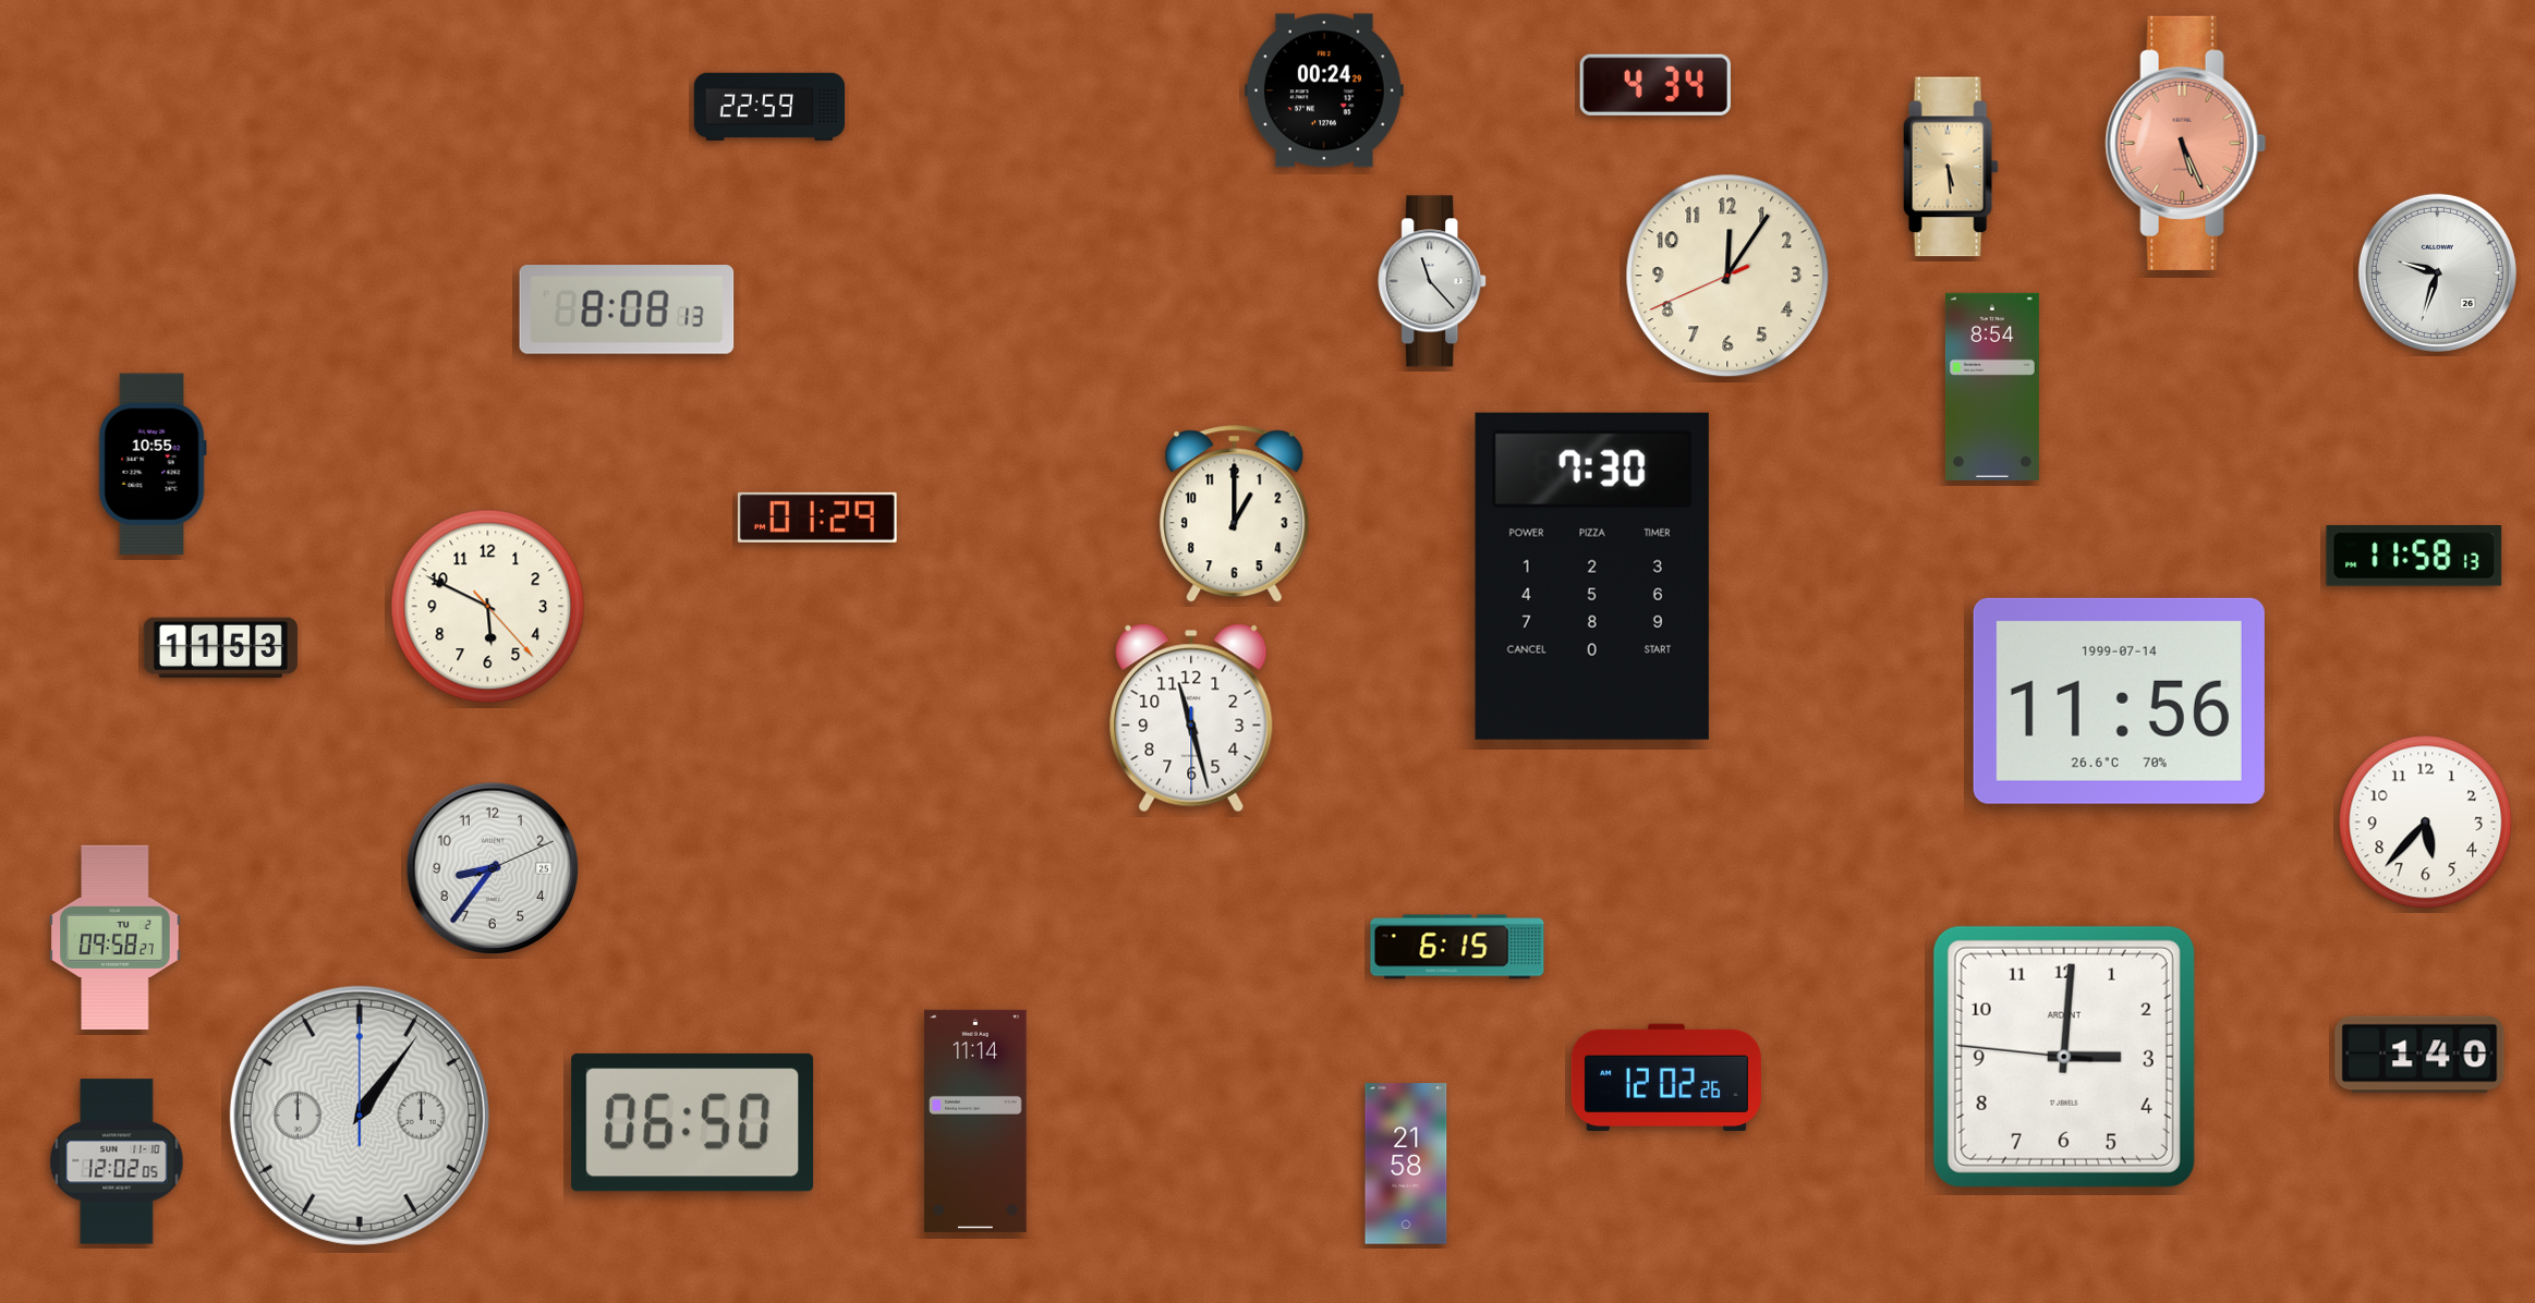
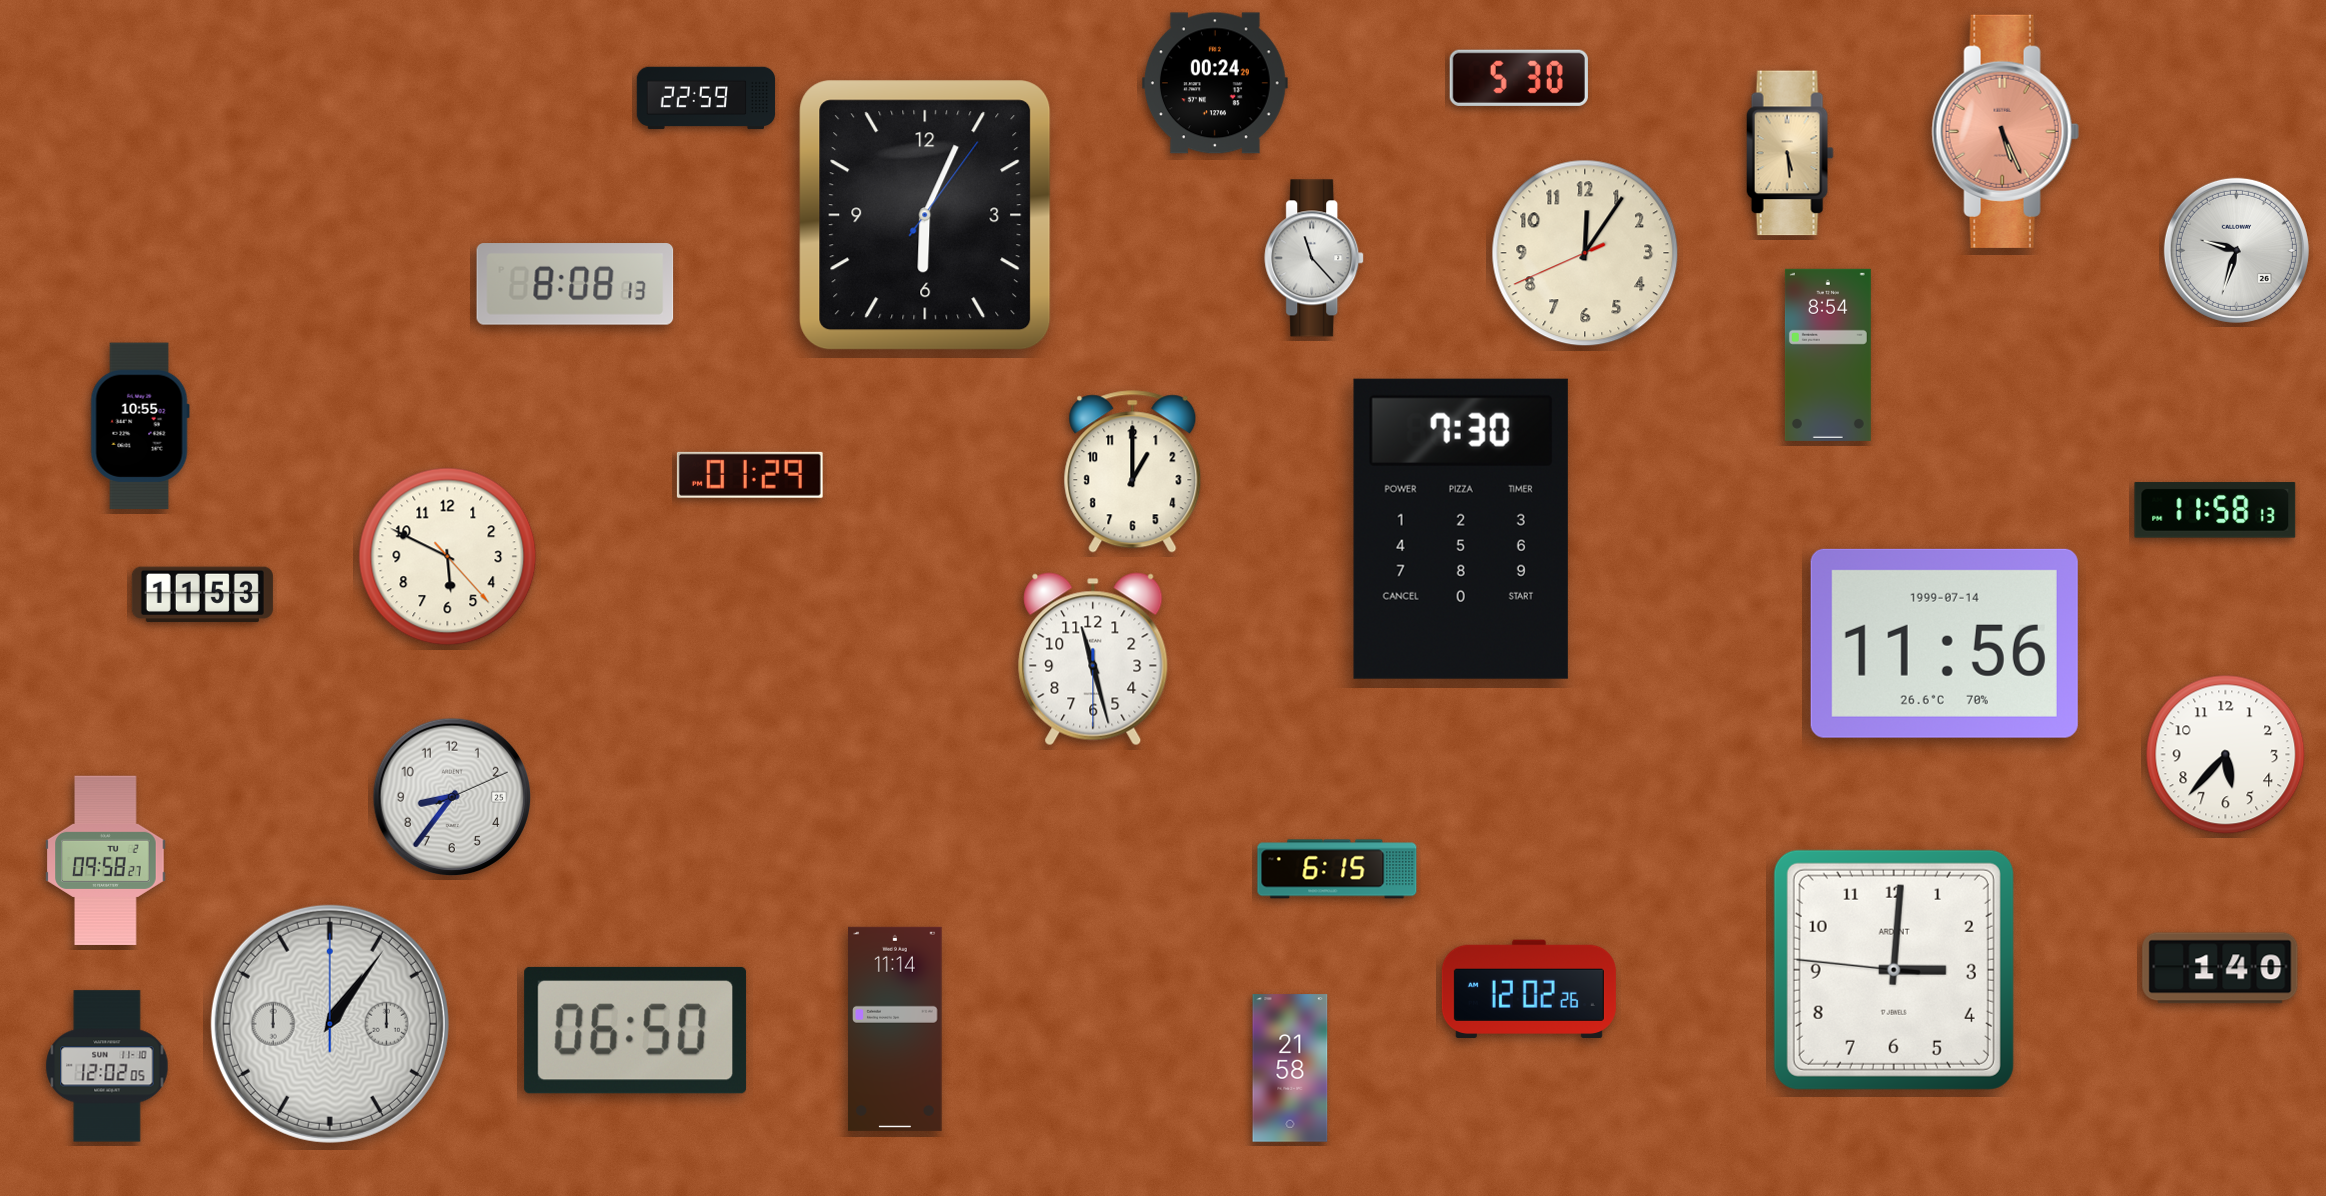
clock at (1655, 85): 4:34 -> 5:30
clock at (925, 215): none -> 6:04
